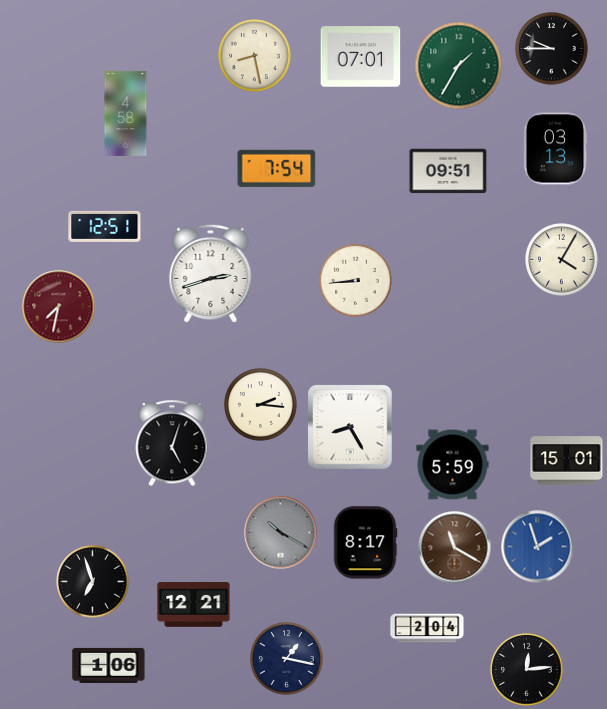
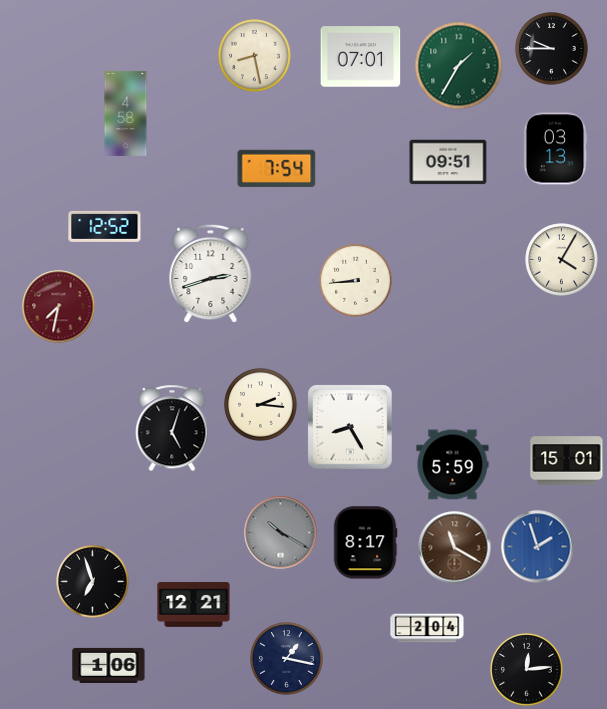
clock at (448, 171) position: (448, 171) -> (448, 162)
clock at (105, 226): 12:51 -> 12:52
clock at (172, 443) position: (172, 443) -> (172, 428)
